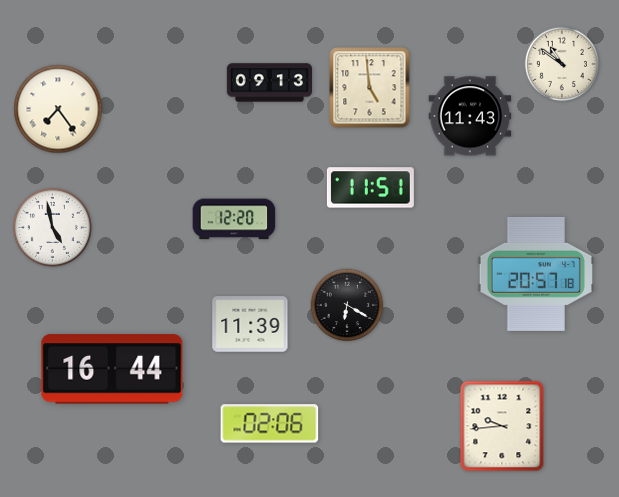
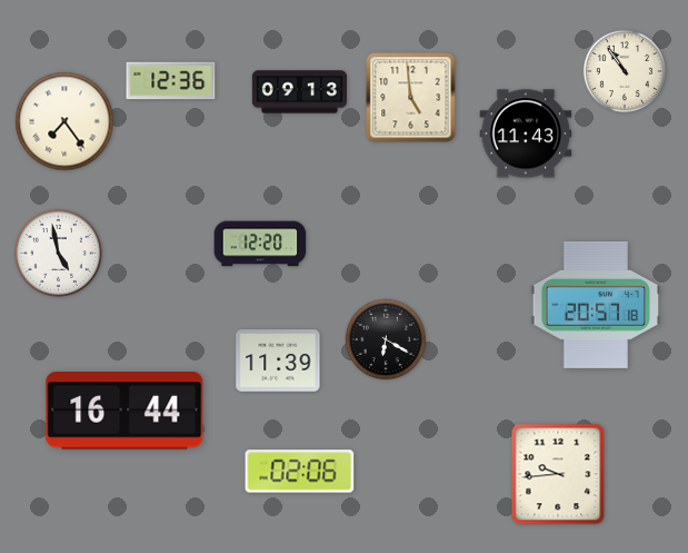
clock at (562, 64): 10:51 -> 10:54
clock at (171, 81): none -> 12:36
clock at (470, 116) position: (470, 116) -> (526, 134)
clock at (370, 188): 11:51 -> none
